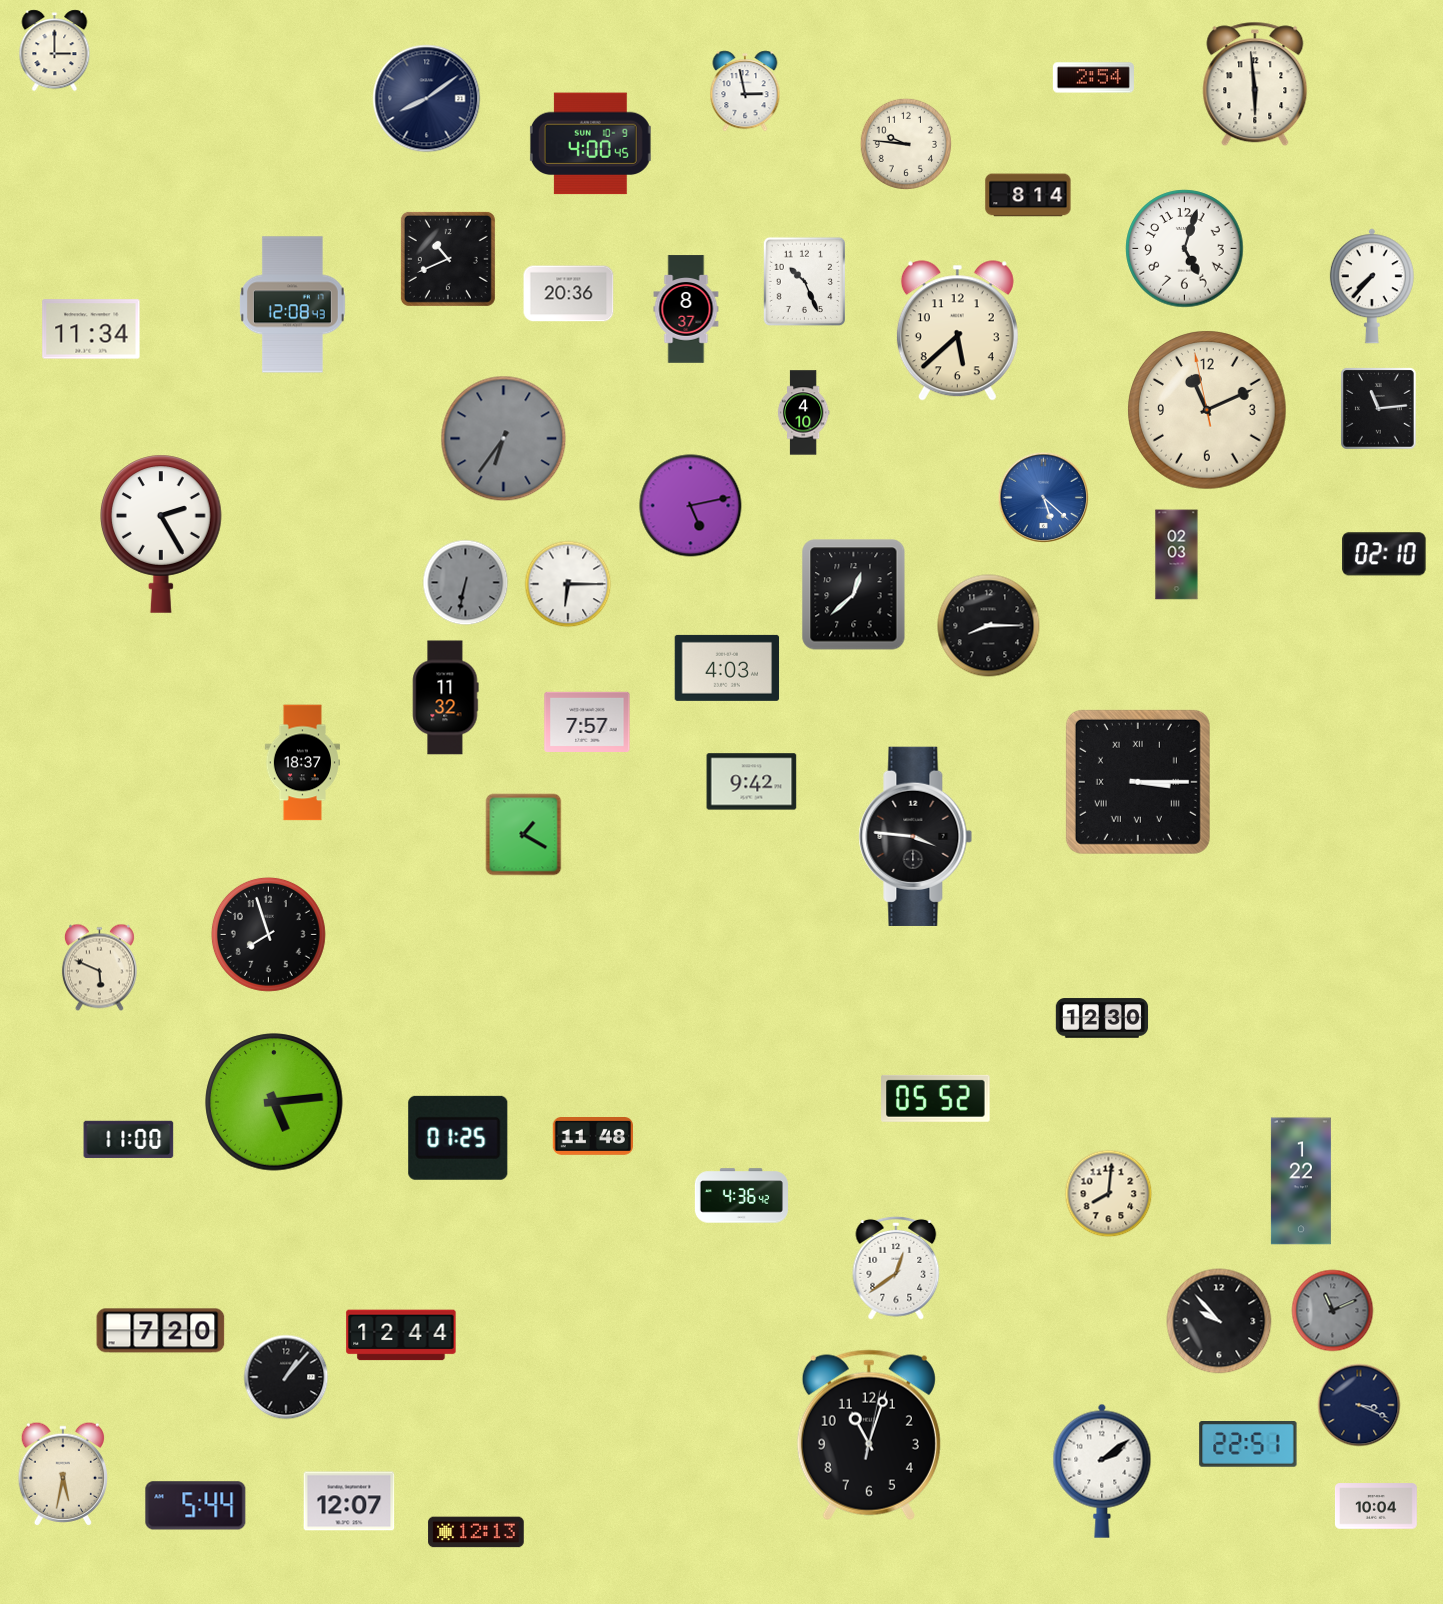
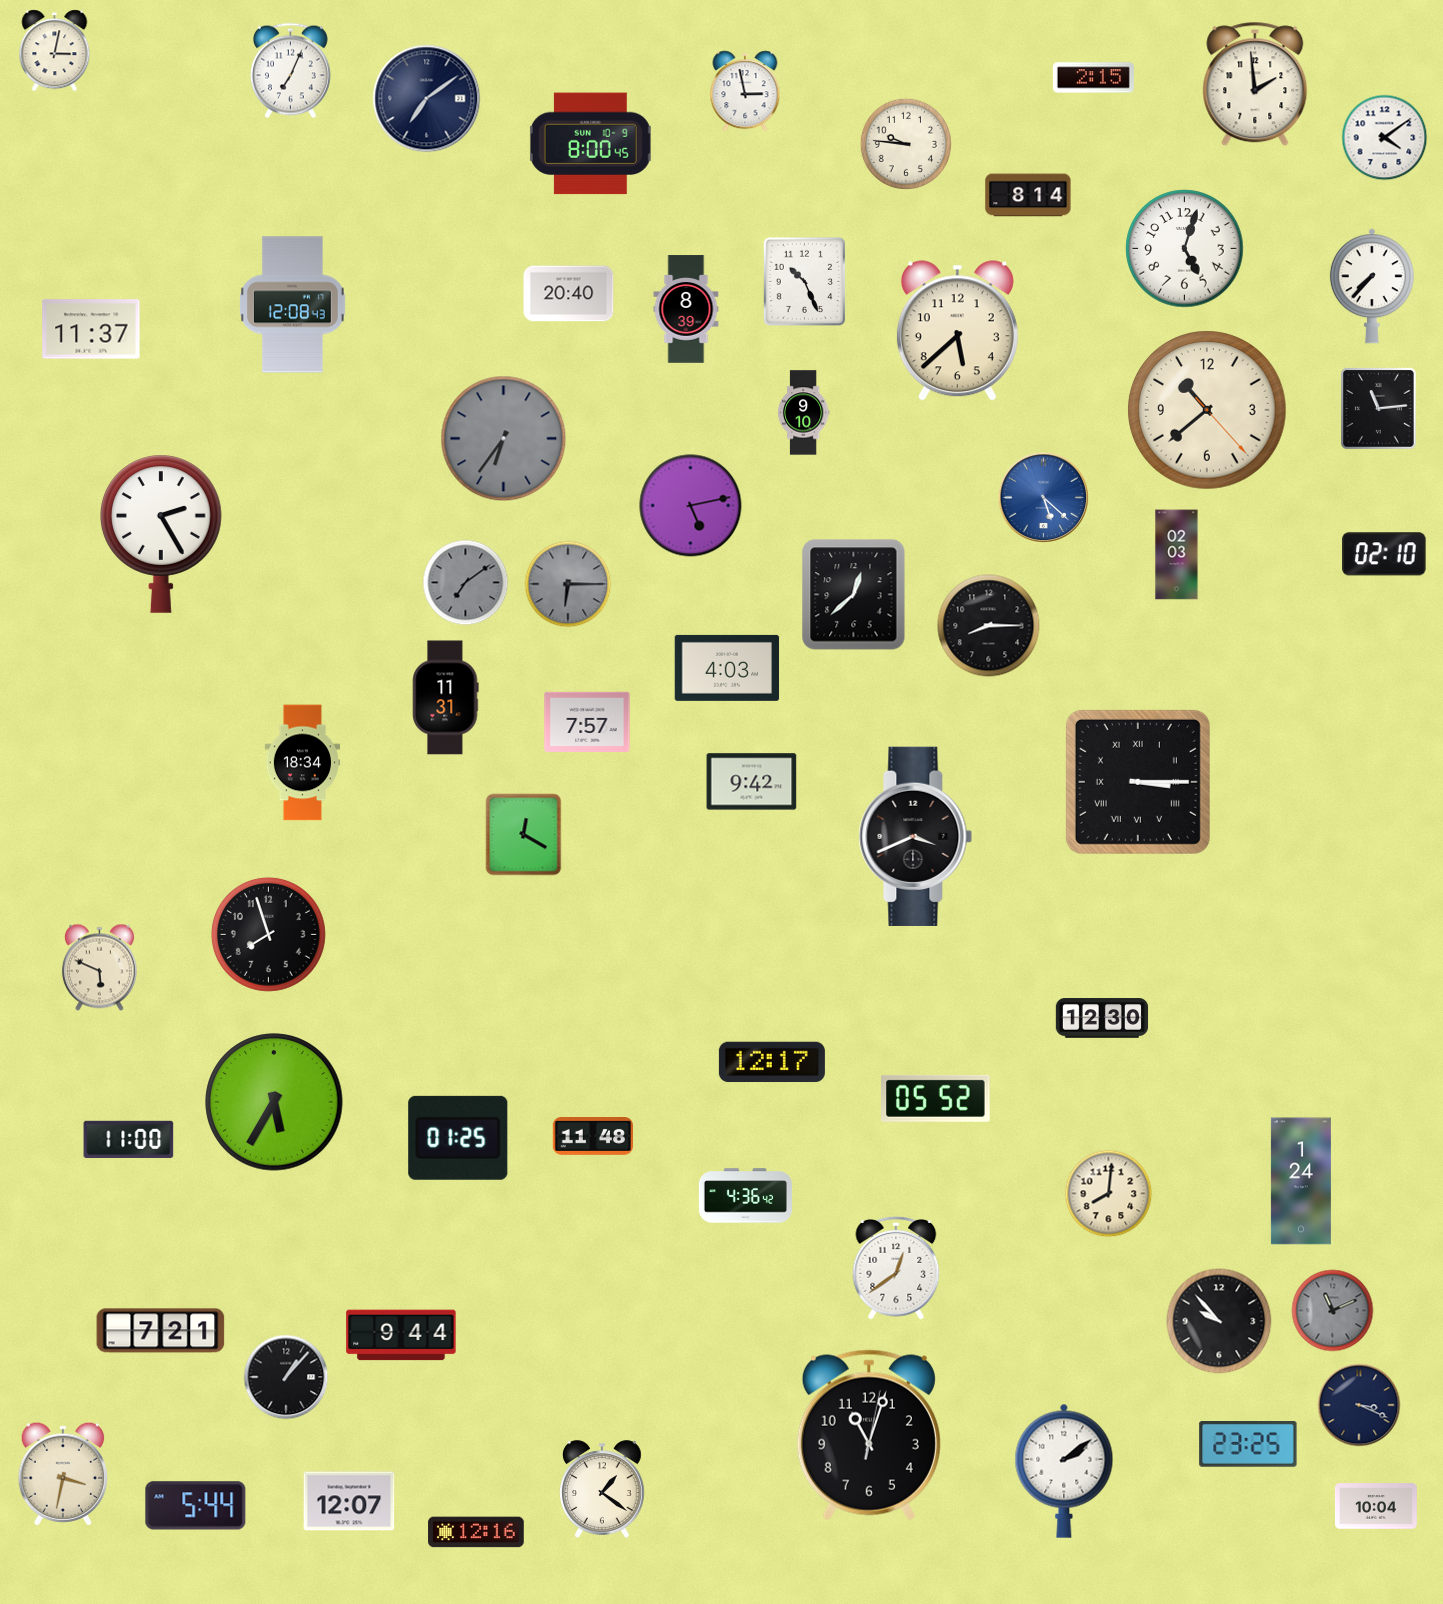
clock at (55, 51): 3:00 -> 3:02
clock at (290, 71): none -> 7:04
clock at (1093, 78): 2:54 -> 2:15
clock at (1255, 84): 5:59 -> 1:59
clock at (427, 99): 8:09 -> 7:09
clock at (1385, 138): none -> 4:09
clock at (590, 144): 4:00 -> 8:00
clock at (448, 259): 10:41 -> none
clock at (569, 294): 20:36 -> 20:40
clock at (686, 309): 8:37 -> 8:39
clock at (91, 329): 11:34 -> 11:37
clock at (1207, 410): 11:10 -> 10:38
clock at (803, 413): 4:10 -> 9:10
clock at (466, 583): 6:32 -> 7:09
clock at (568, 584) dial: white -> grey
clock at (446, 698): 11:32 -> 11:31
clock at (302, 763): 18:37 -> 18:34
clock at (524, 835): 1:20 -> 12:20
clock at (916, 836): 3:46 -> 3:41
clock at (772, 1062): none -> 12:17
clock at (274, 1102): 5:14 -> 5:35
clock at (1301, 1181): 1:22 -> 1:24
clock at (741, 1196) position: (741, 1196) -> (745, 1196)
clock at (161, 1331): 7:20 -> 7:21
clock at (401, 1335): 12:44 -> 9:44
clock at (1248, 1445): 22:51 -> 23:25
clock at (1102, 1471) position: (1102, 1471) -> (1064, 1471)
clock at (63, 1474): 5:32 -> 3:32
clock at (602, 1489): none -> 1:21
clock at (476, 1532): 12:13 -> 12:16
